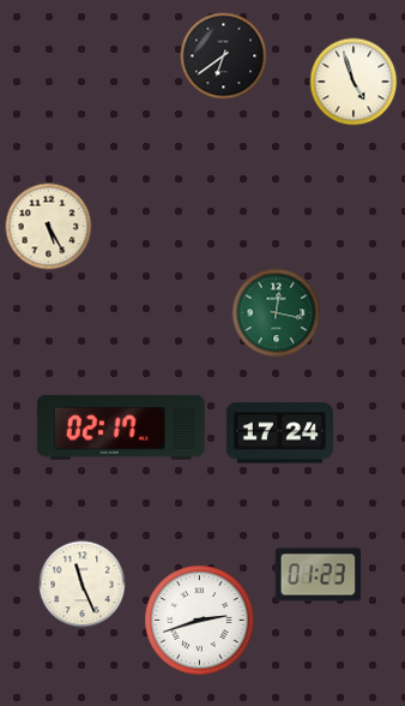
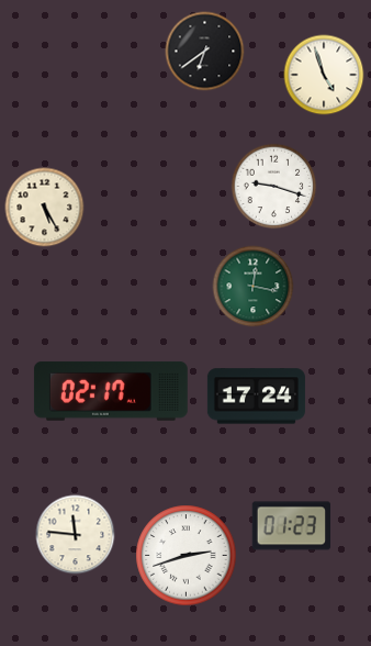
clock at (274, 187): none -> 9:18
clock at (83, 585): 11:26 -> 11:46
clock at (200, 621) position: (200, 621) -> (187, 556)
